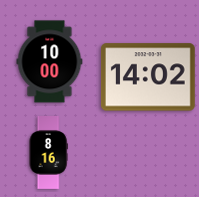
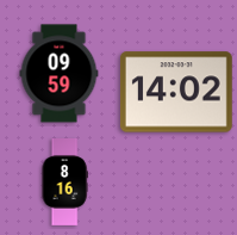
clock at (50, 62): 10:00 -> 09:59
clock at (48, 153) position: (48, 153) -> (64, 183)
